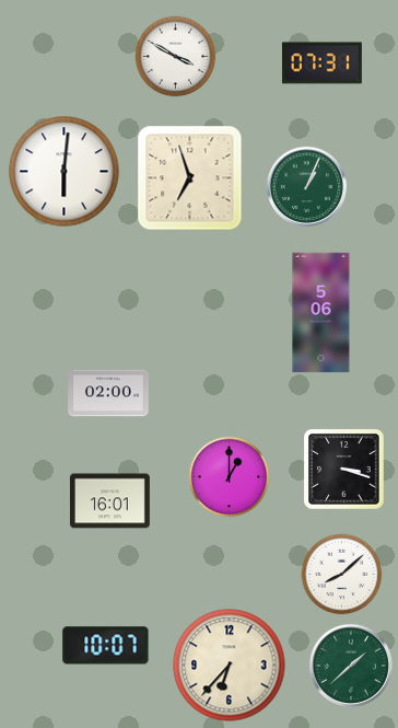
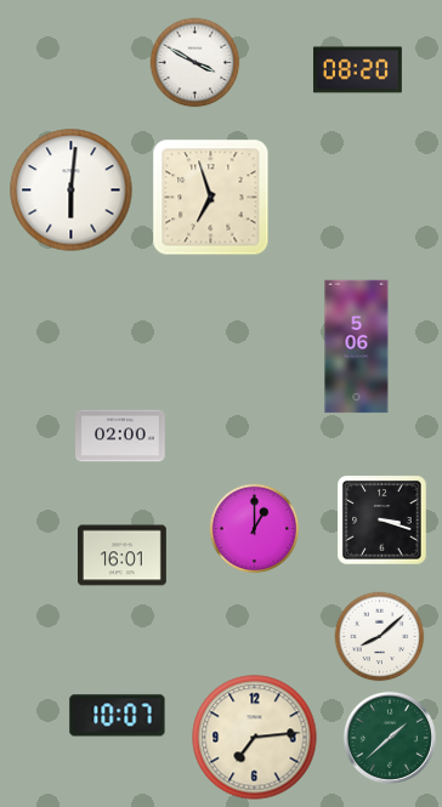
clock at (321, 63): 07:31 -> 08:20
clock at (306, 186): 1:04 -> none
clock at (230, 666): 6:37 -> 7:14
